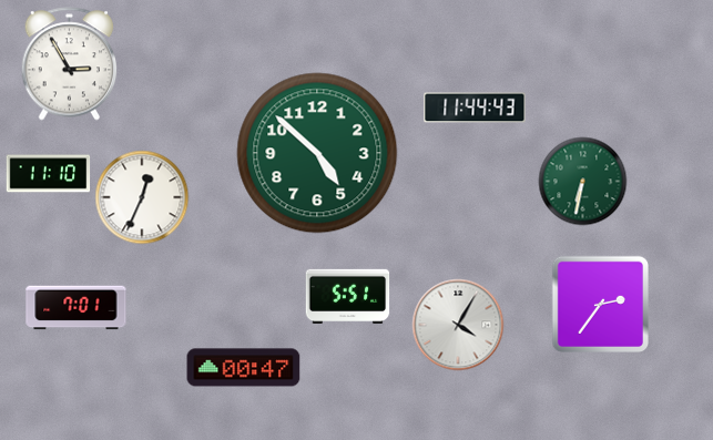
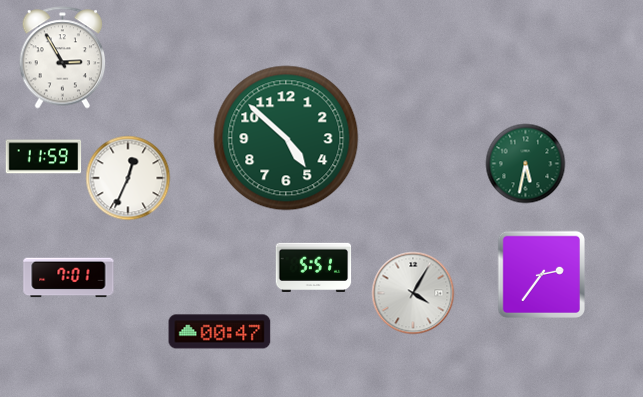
clock at (475, 108): 11:44 -> none
clock at (49, 174): 11:10 -> 11:59
clock at (583, 182): 6:32 -> 5:32
